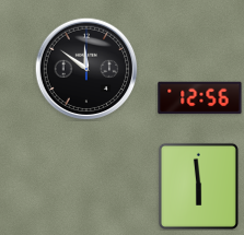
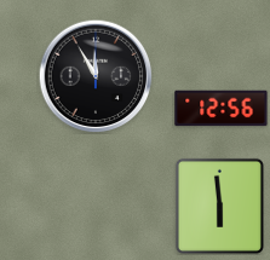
clock at (86, 69): 11:51 -> 11:55
